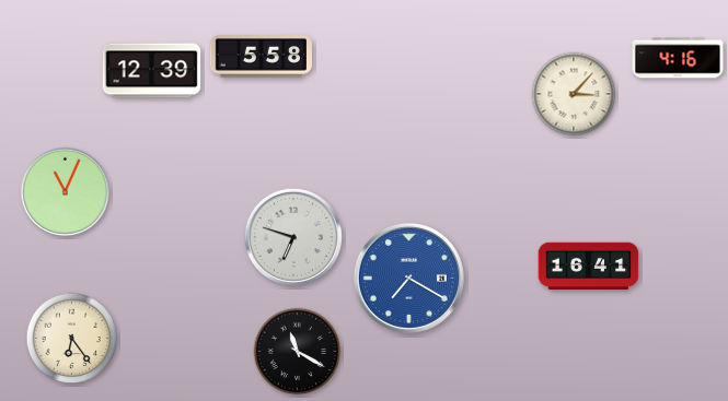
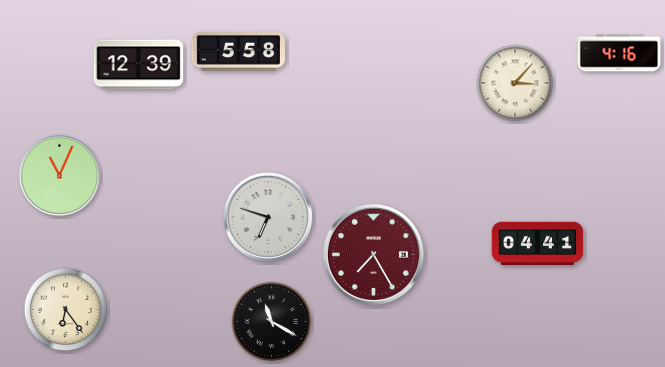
clock at (574, 94) position: (574, 94) -> (515, 83)
clock at (589, 267): 16:41 -> 04:41
clock at (408, 278): 7:20 -> 7:25
clock at (408, 278) dial: blue -> burgundy
